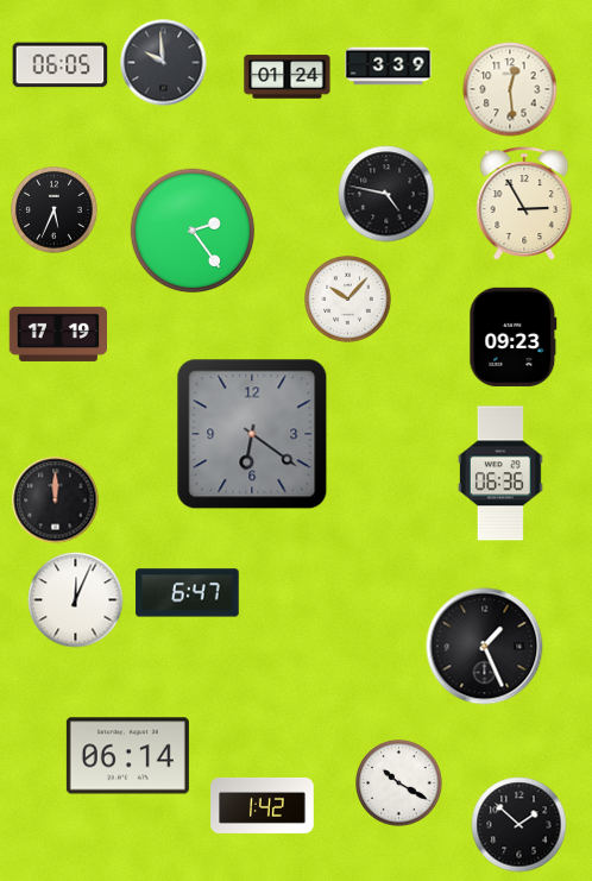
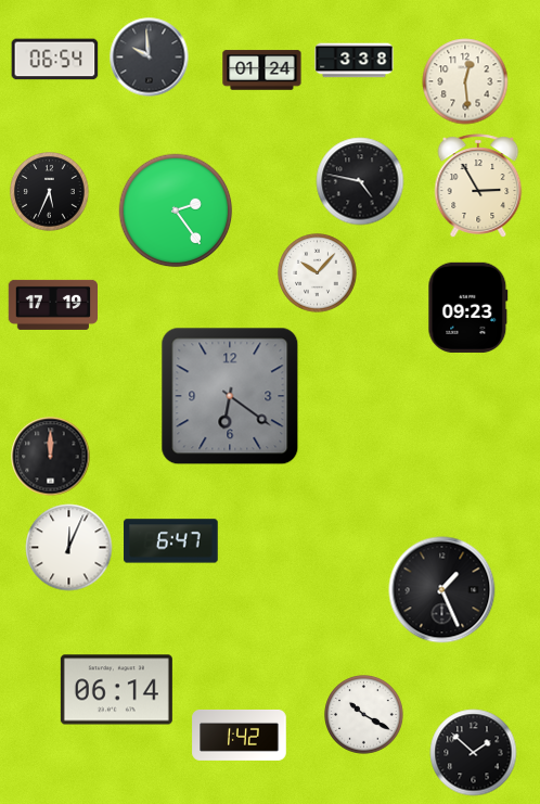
clock at (61, 65): 06:05 -> 06:54
clock at (389, 67): 3:39 -> 3:38
clock at (386, 194) position: (386, 194) -> (360, 181)
clock at (500, 473): 06:36 -> none
